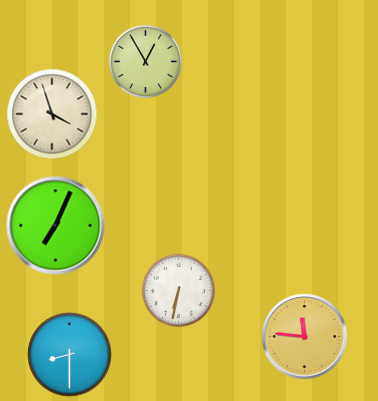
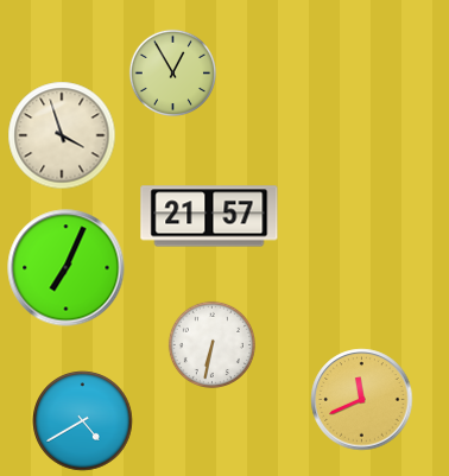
clock at (209, 216): none -> 21:57
clock at (305, 337): 11:46 -> 11:41
clock at (70, 355): 8:30 -> 4:40
